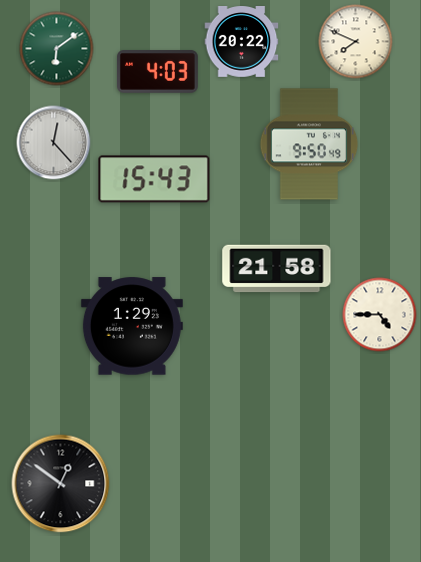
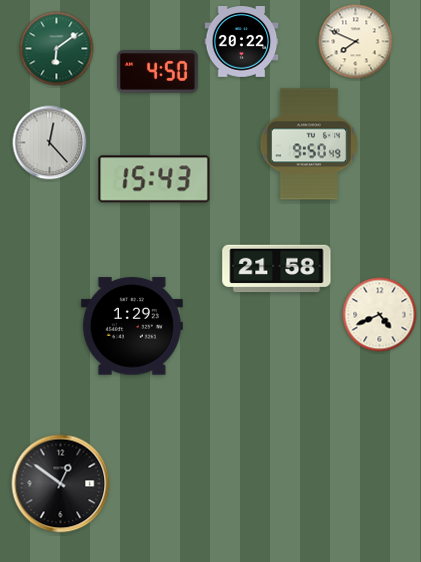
clock at (158, 72): 4:03 -> 4:50
clock at (54, 143) position: (54, 143) -> (50, 143)
clock at (380, 315): 4:45 -> 4:41
